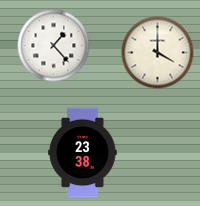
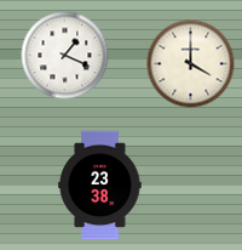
clock at (54, 46): 1:23 -> 1:19
